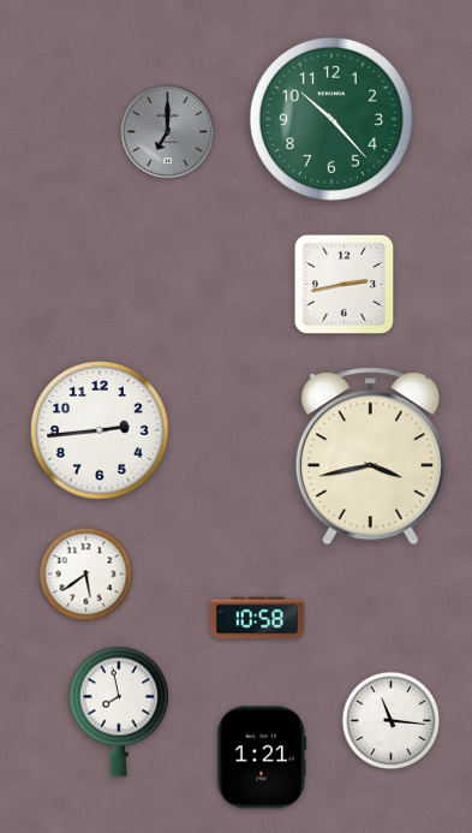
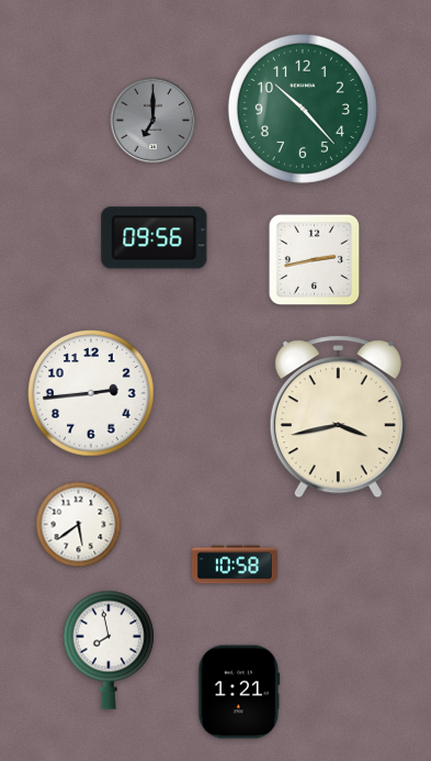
clock at (155, 238): none -> 09:56
clock at (392, 721): 11:16 -> none
